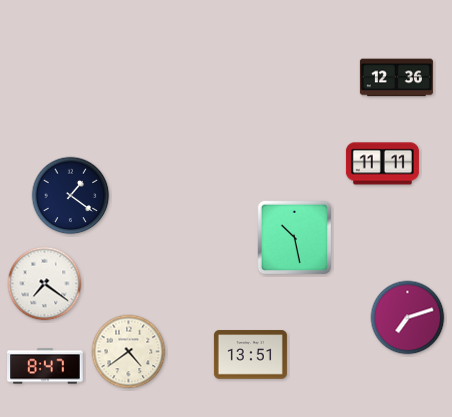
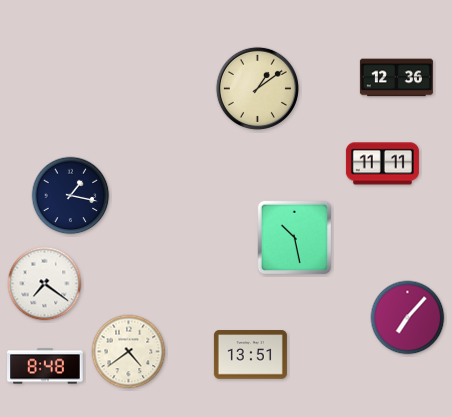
clock at (257, 88): none -> 1:09
clock at (71, 196): 1:21 -> 1:17
clock at (408, 318): 7:12 -> 7:07
clock at (45, 366): 8:47 -> 8:48
